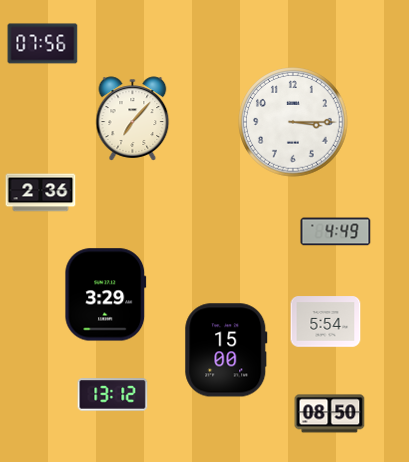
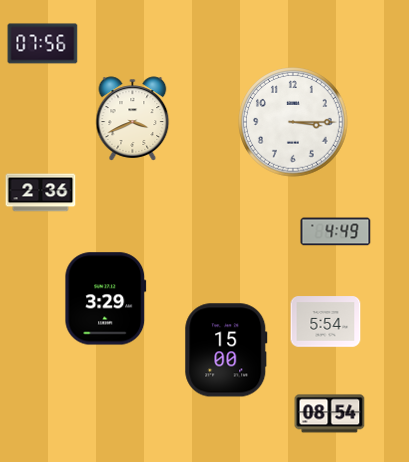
clock at (133, 119): 7:07 -> 3:41
clock at (106, 295) position: (106, 295) -> (106, 299)
clock at (113, 395): 13:12 -> none
clock at (330, 414): 08:50 -> 08:54
